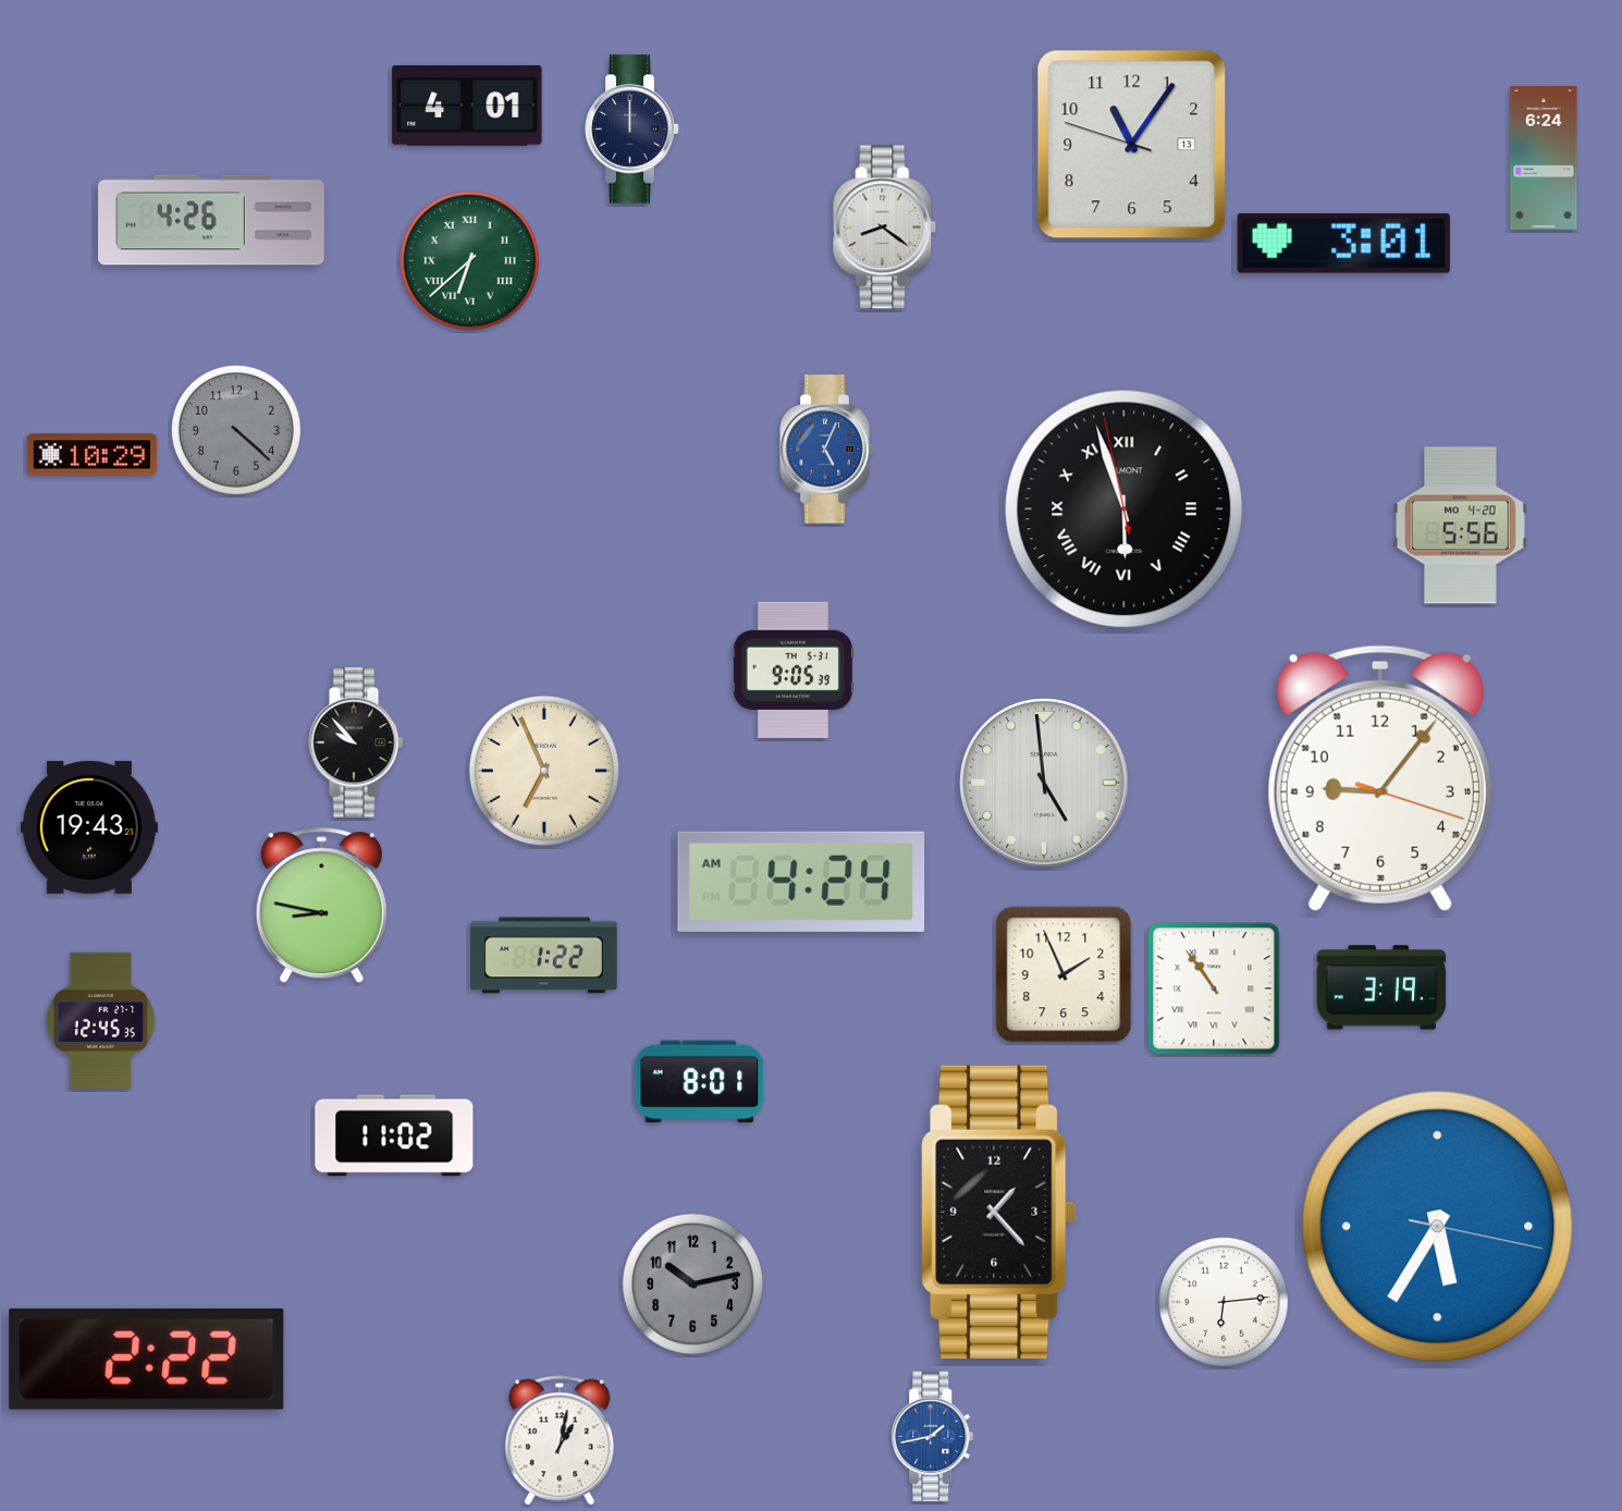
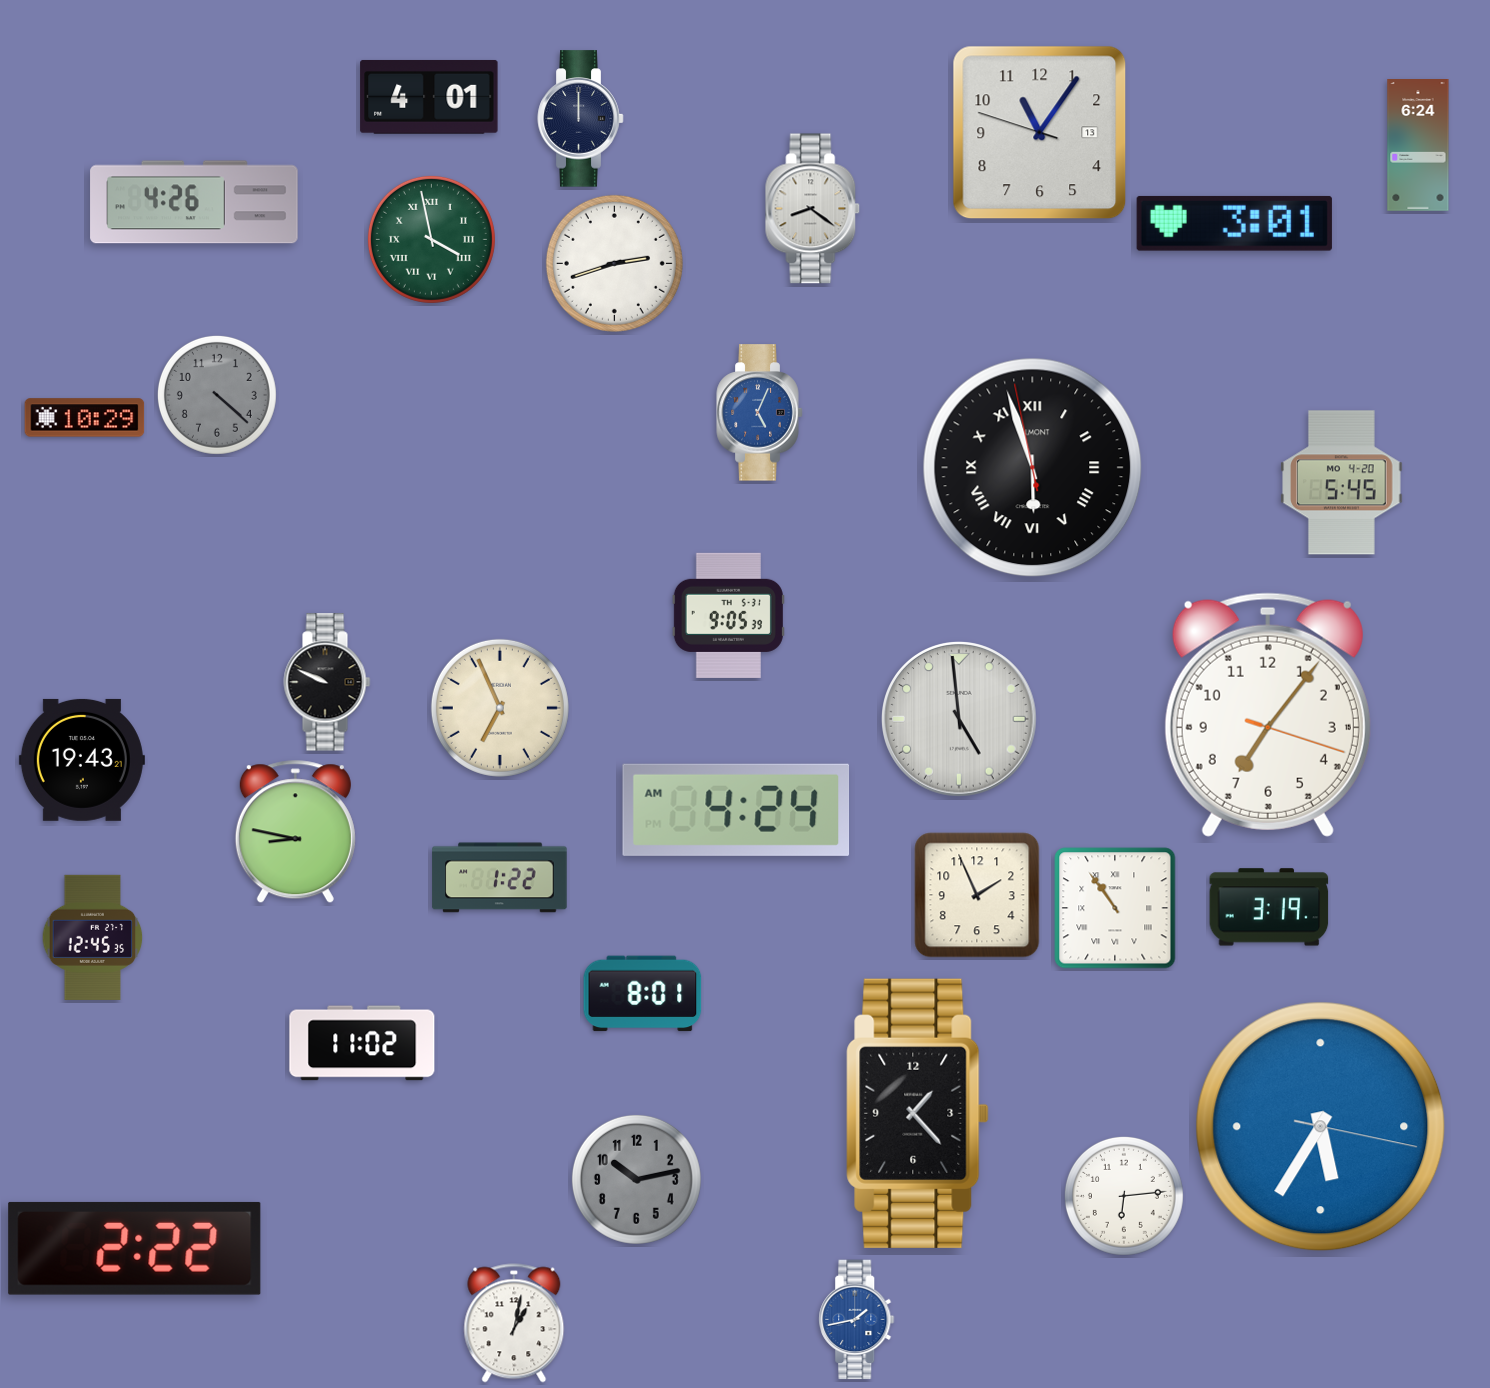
clock at (469, 260): 6:38 -> 3:58
clock at (614, 263): none -> 2:42
clock at (1461, 526): 5:56 -> 5:45
clock at (356, 742): 9:53 -> 9:49
clock at (1380, 778): 9:06 -> 7:06
